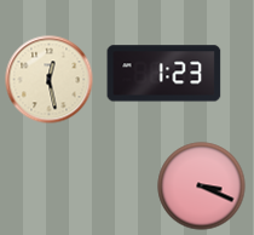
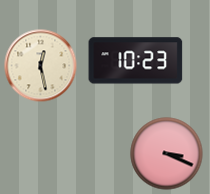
clock at (164, 74): 1:23 -> 10:23
